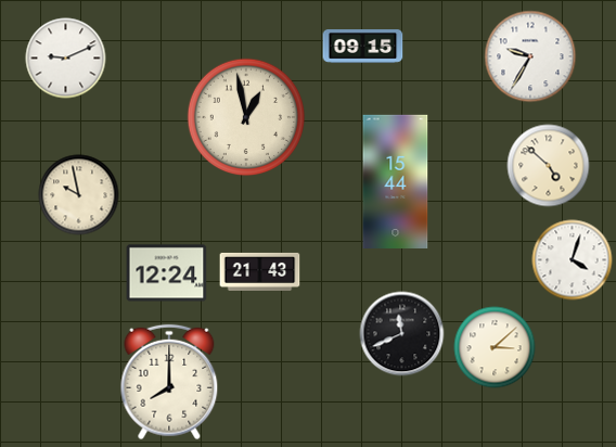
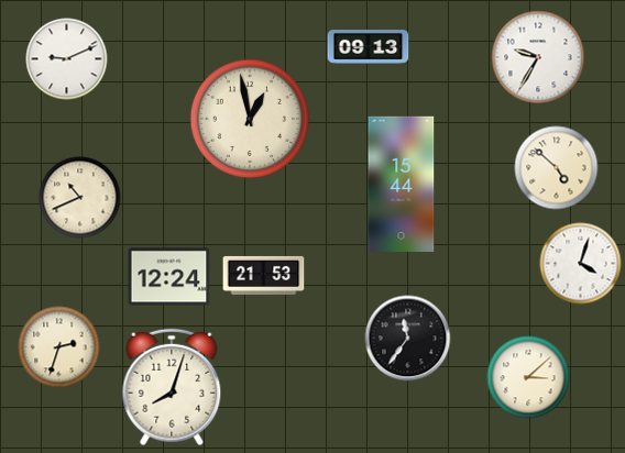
clock at (363, 47): 09:15 -> 09:13
clock at (79, 195): 9:58 -> 10:41
clock at (260, 271): 21:43 -> 21:53
clock at (402, 334): 11:41 -> 11:36
clock at (59, 347): none -> 2:33
clock at (495, 347) position: (495, 347) -> (528, 377)
clock at (169, 382): 8:00 -> 8:03
